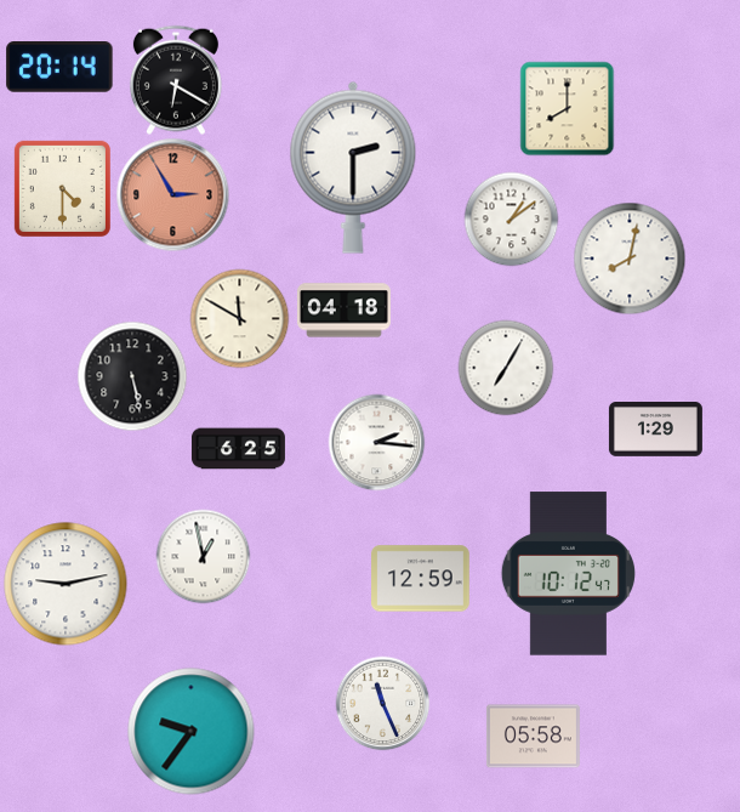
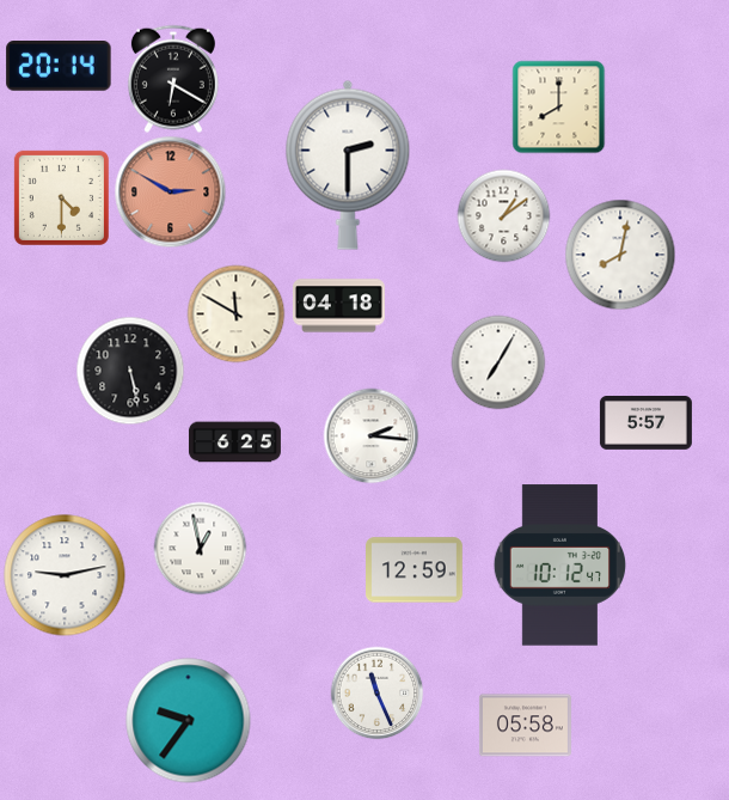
clock at (62, 188) position: (62, 188) -> (61, 197)
clock at (172, 194): 2:55 -> 2:50
clock at (655, 430): 1:29 -> 5:57
